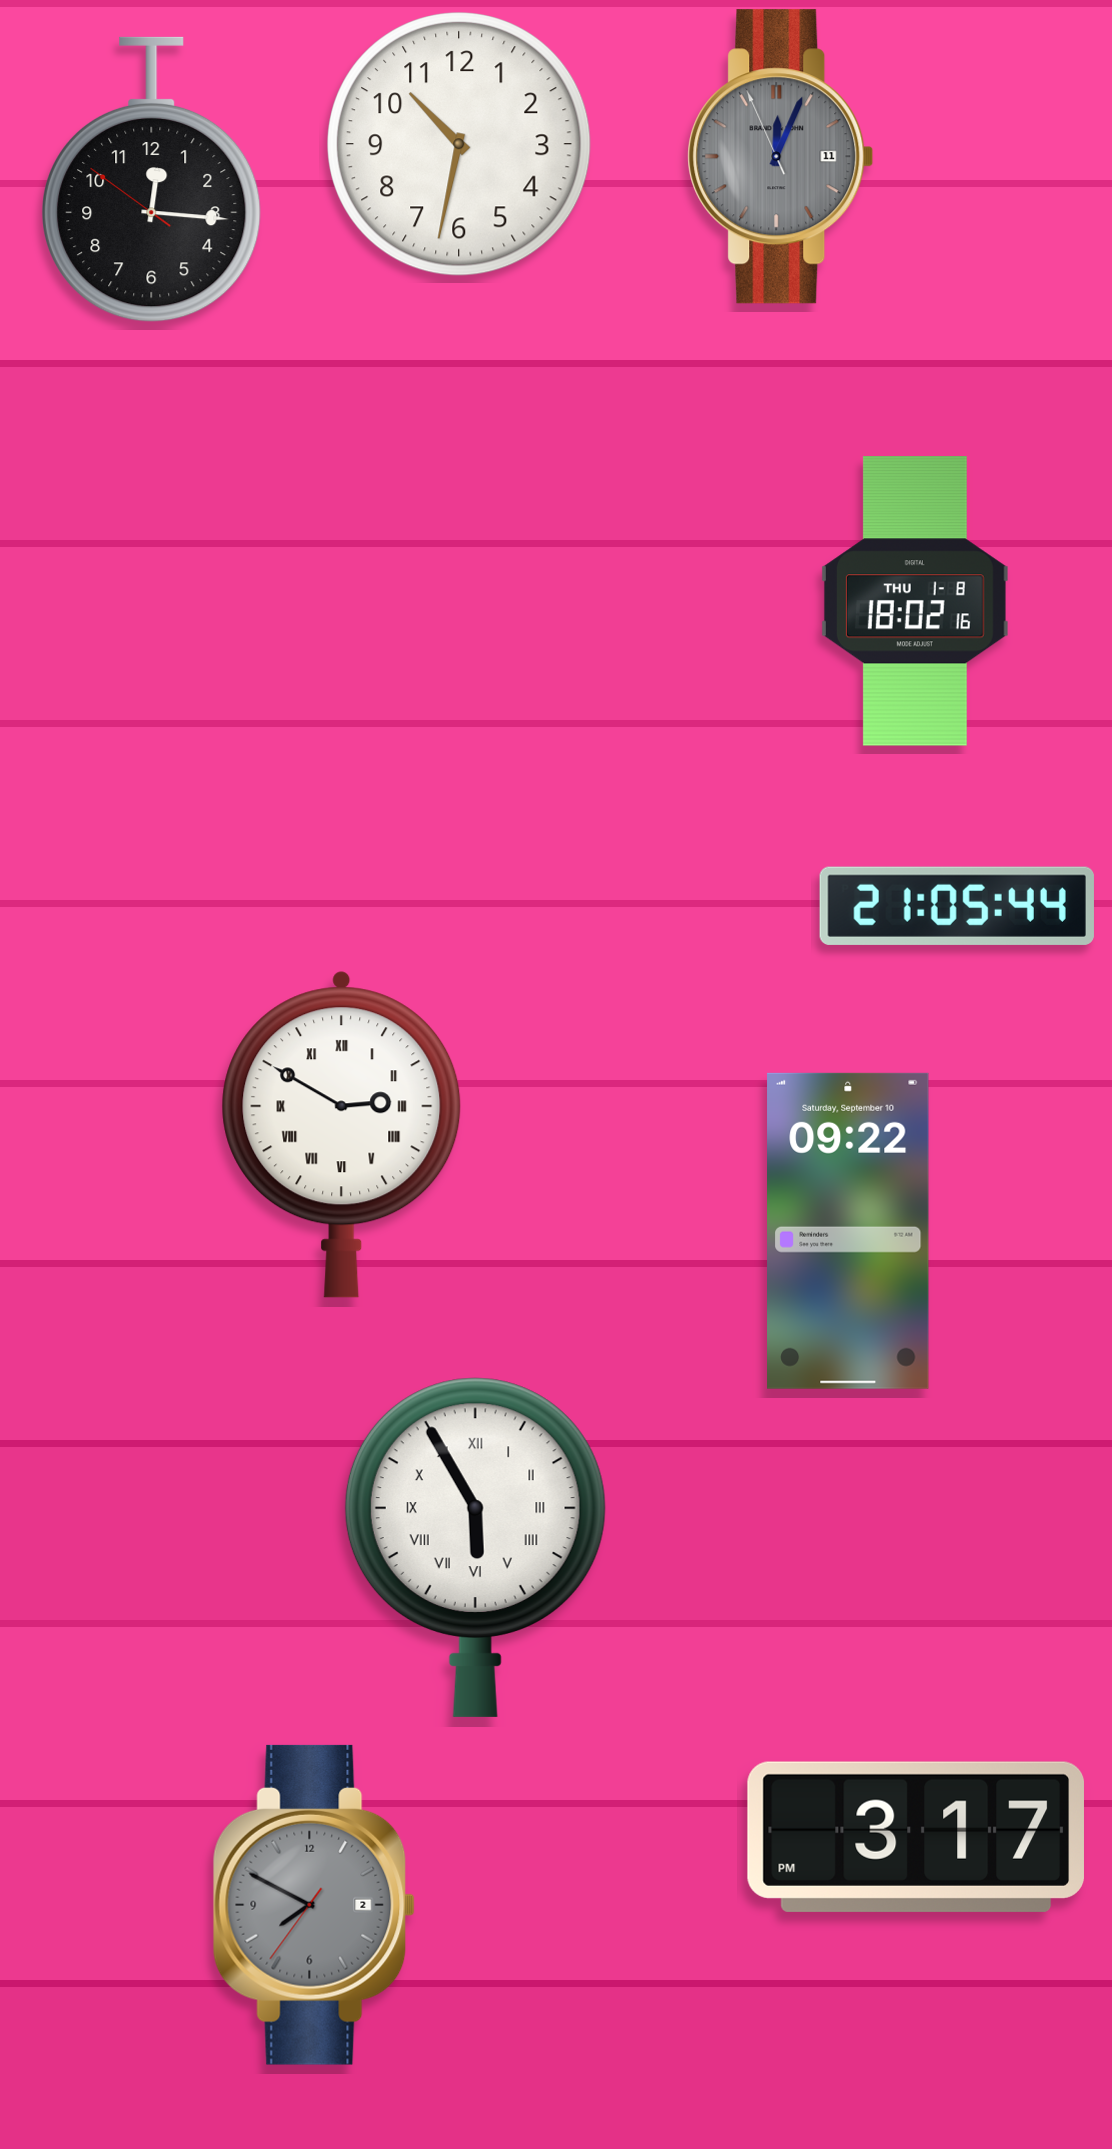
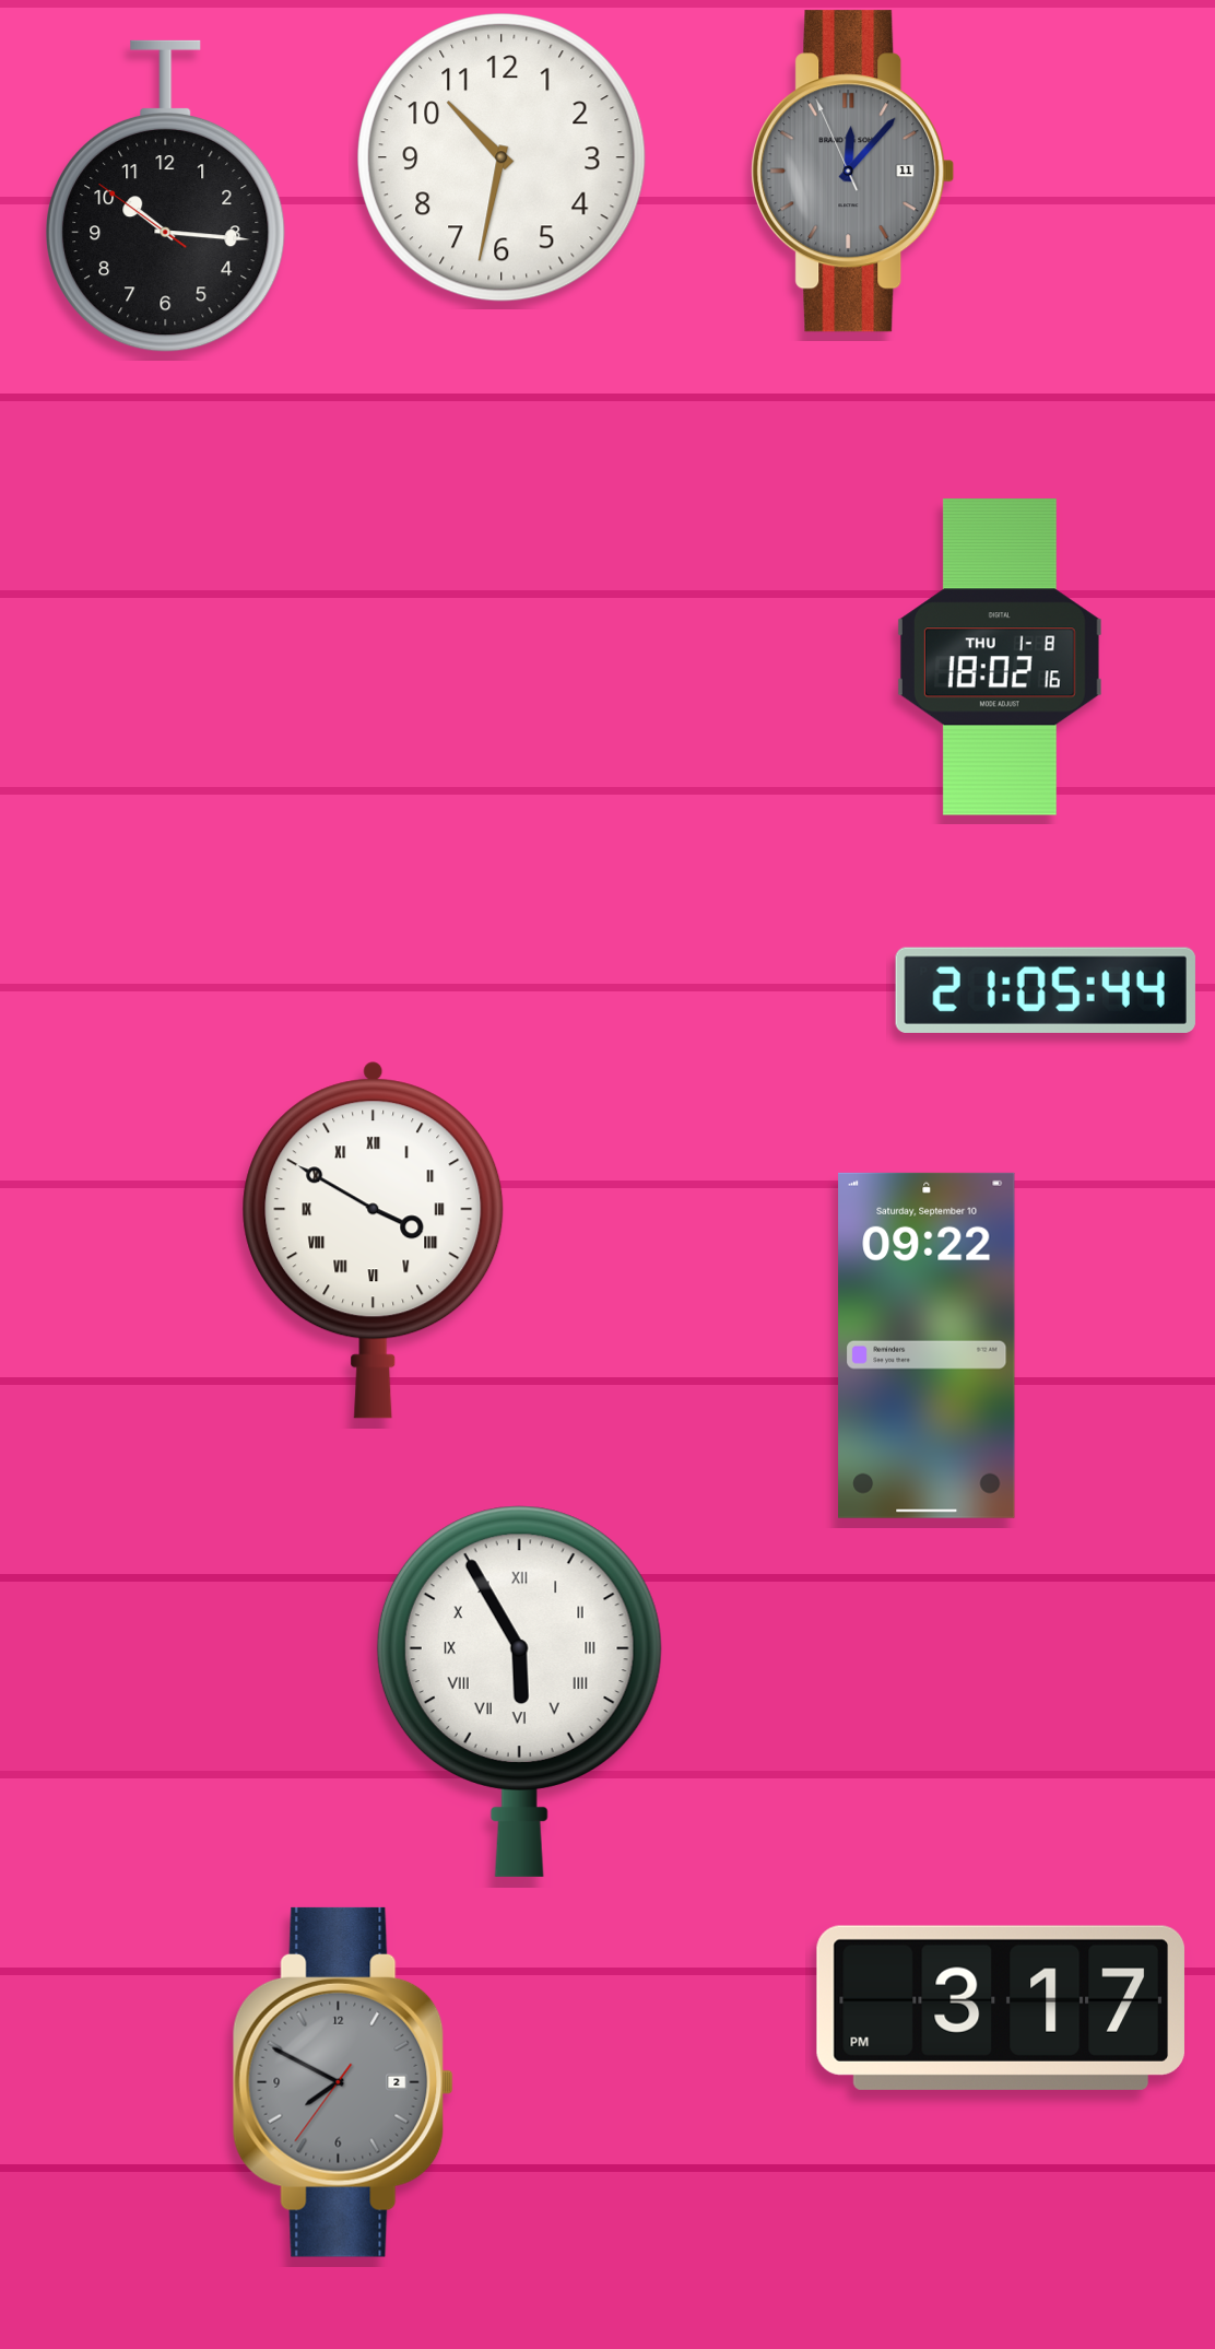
clock at (781, 157): 12:03 -> 12:06
clock at (152, 180): 12:15 -> 10:15
clock at (342, 1134): 2:50 -> 3:50
